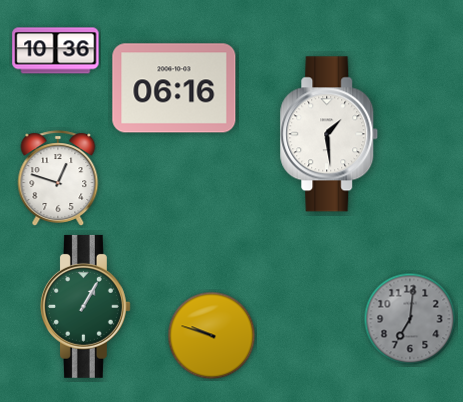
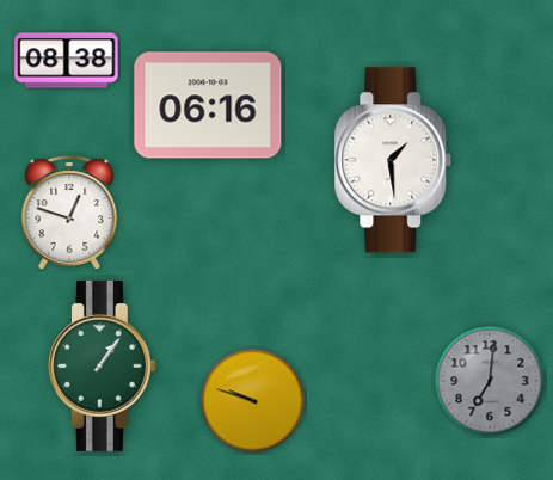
clock at (56, 51): 10:36 -> 08:38
clock at (85, 306): 1:05 -> 1:06
